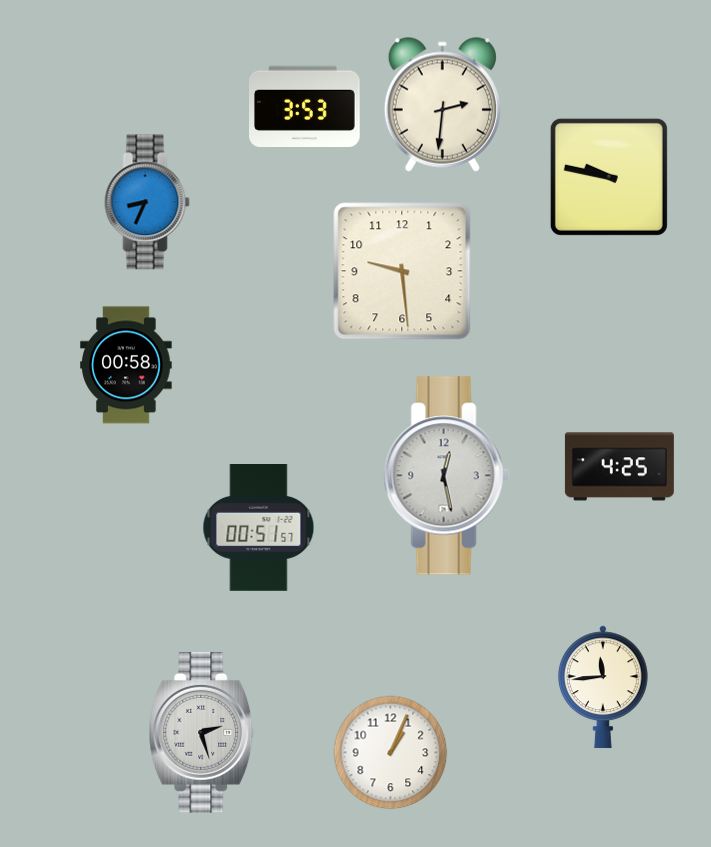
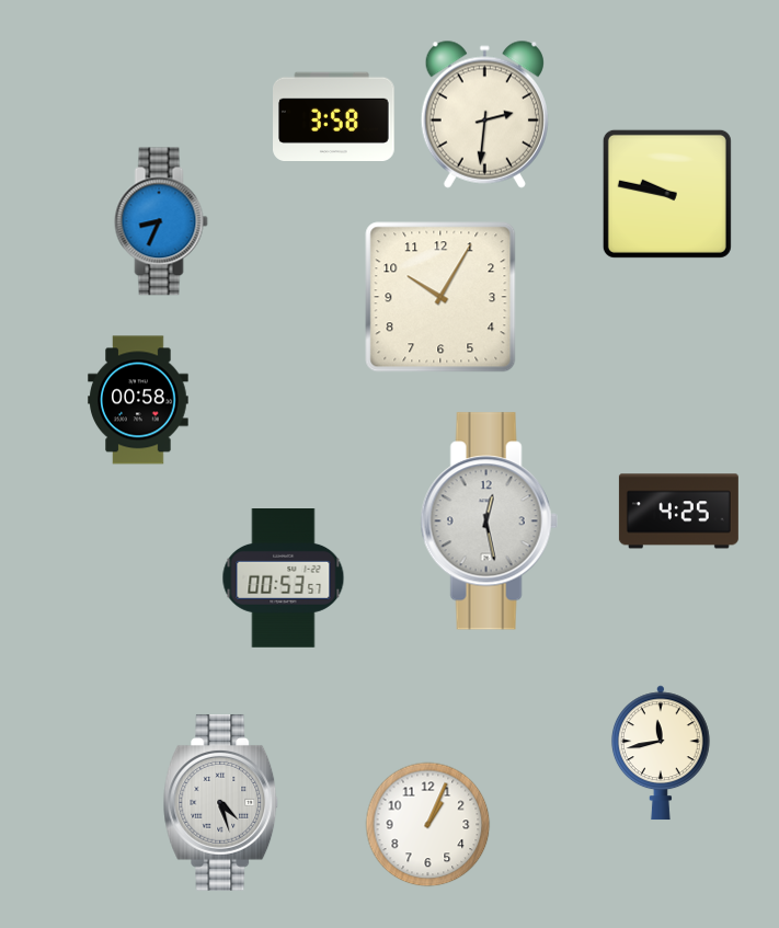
clock at (305, 106): 3:53 -> 3:58
clock at (402, 271): 9:29 -> 10:05
clock at (259, 528): 00:51 -> 00:53
clock at (603, 687): 11:44 -> 11:43
clock at (202, 733): 2:27 -> 4:27
